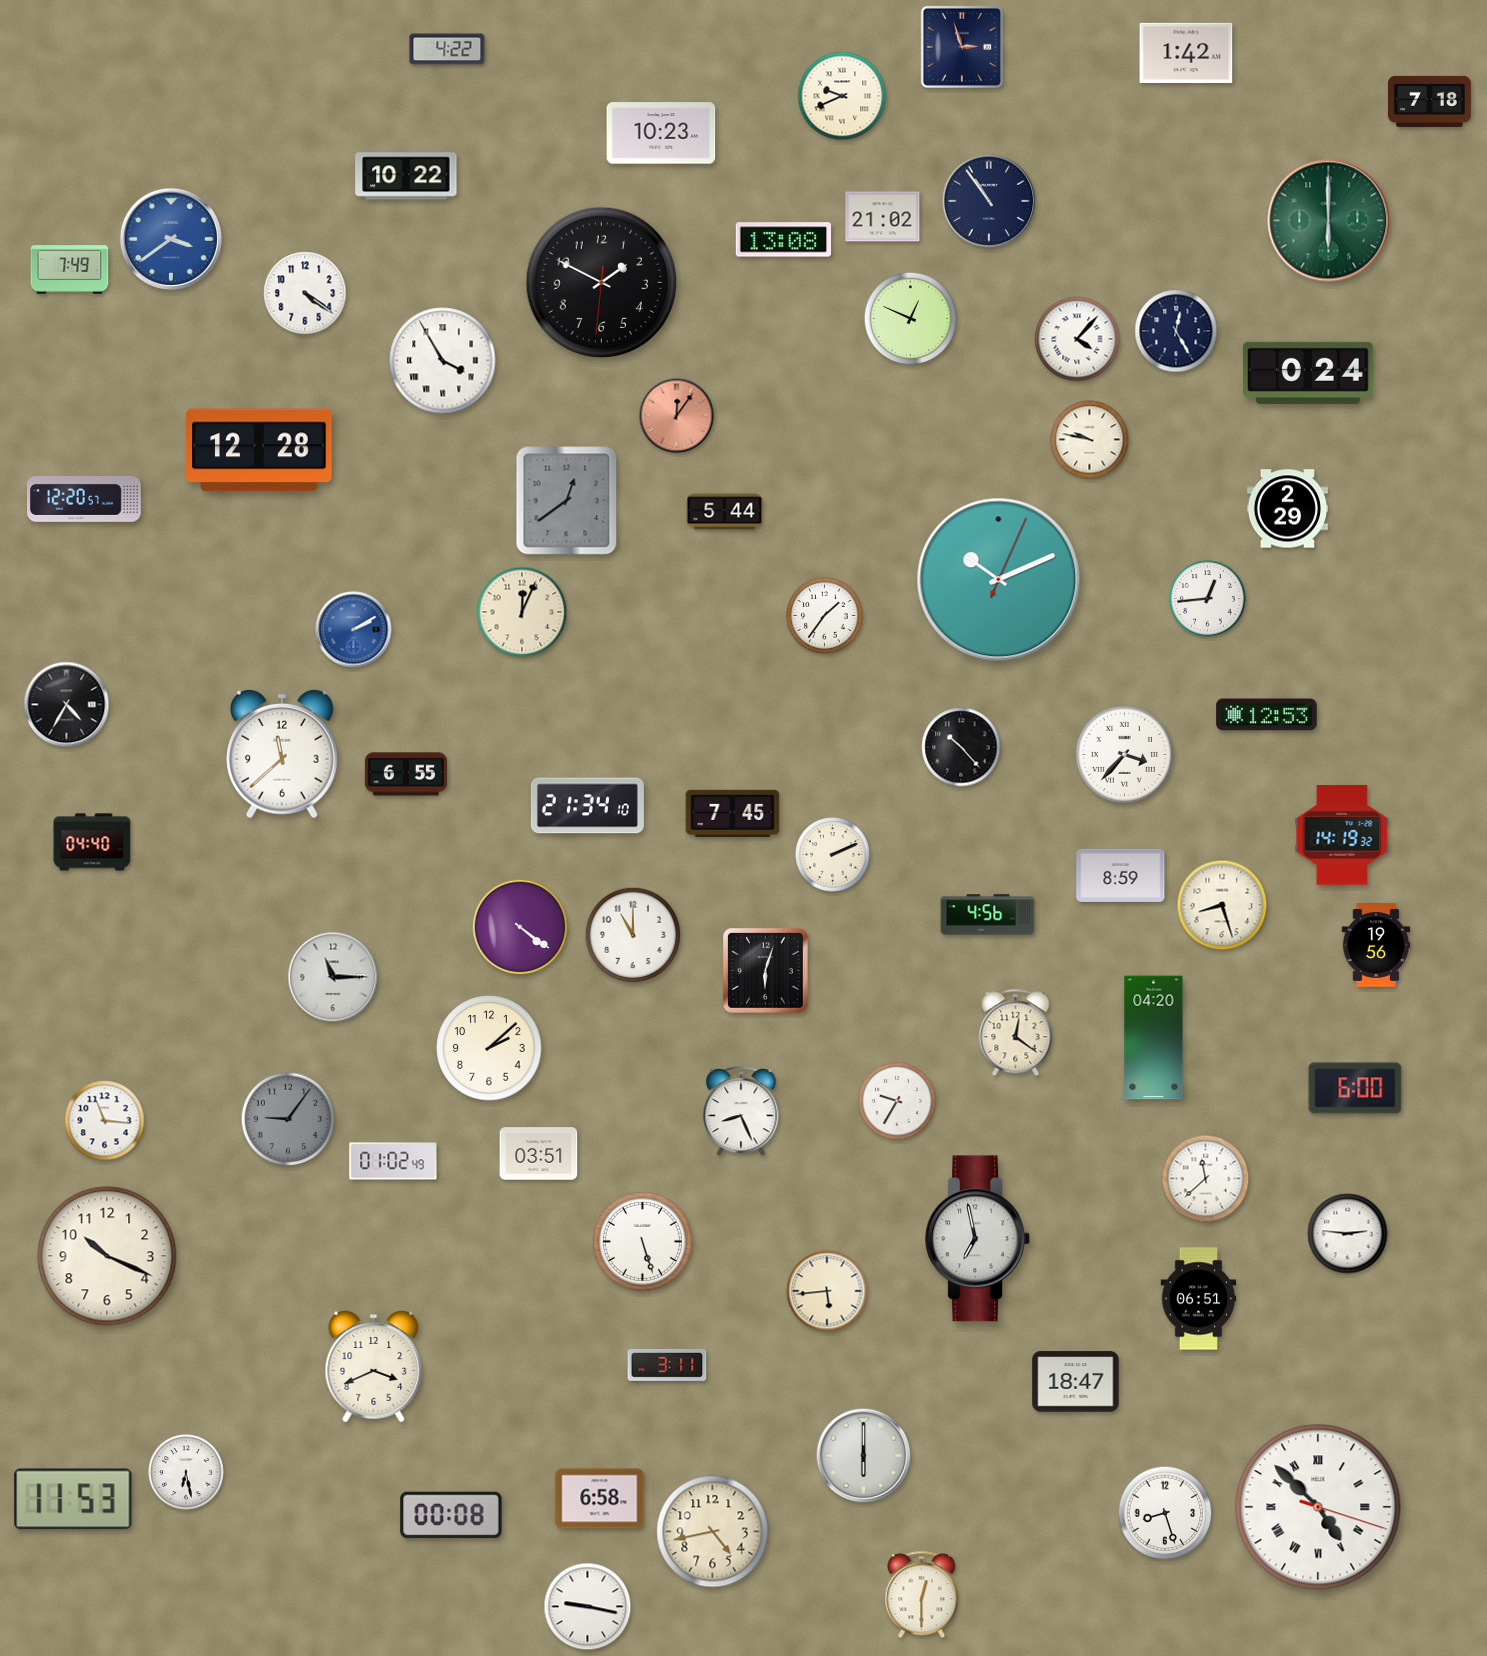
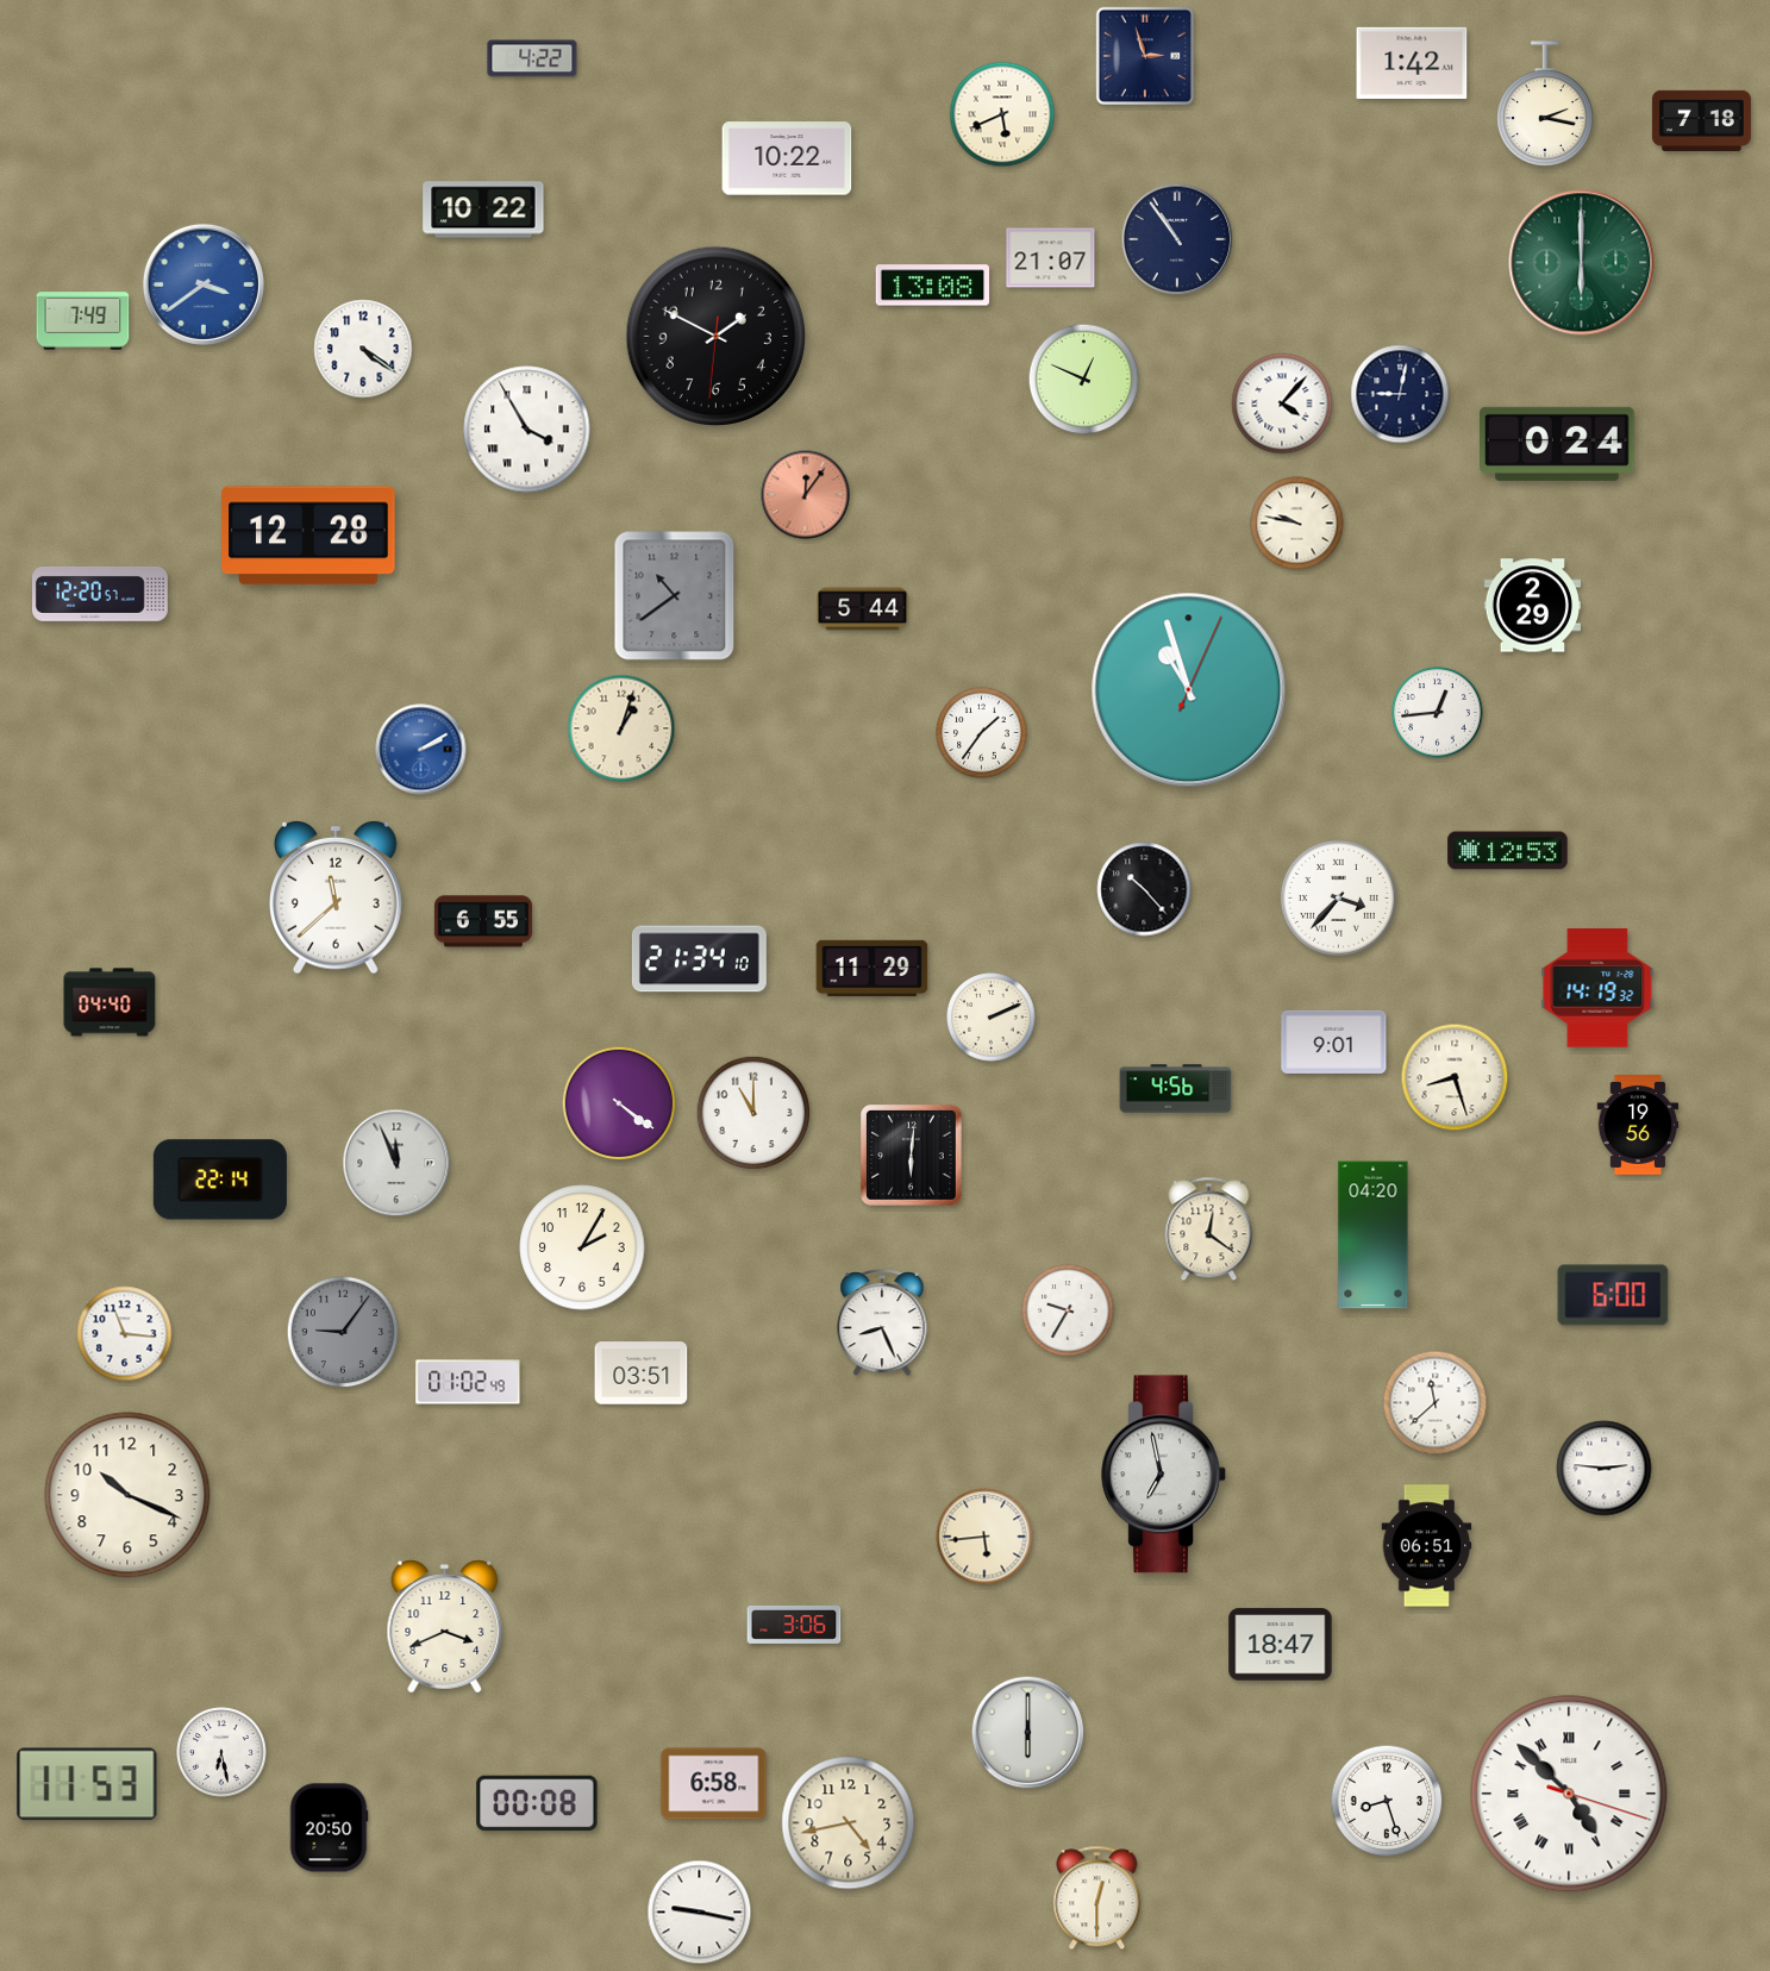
clock at (1545, 104): none -> 2:17
clock at (842, 96): 9:41 -> 5:41
clock at (661, 133): 10:23 -> 10:22
clock at (883, 217): 21:02 -> 21:07
clock at (1176, 331): 12:25 -> 9:02
clock at (567, 501): 12:39 -> 10:39
clock at (999, 580): 10:11 -> 10:57
clock at (522, 612): 12:04 -> 1:03
clock at (67, 705): 4:35 -> none
clock at (733, 813): 7:45 -> 11:29
clock at (1342, 835) position: (1342, 835) -> (1597, 988)
clock at (1121, 875): 8:59 -> 9:01
clock at (766, 971): 6:03 -> 6:01
clock at (333, 977): 11:15 -> 11:56
clock at (220, 1180): none -> 22:14
clock at (489, 1048): 2:08 -> 2:05
clock at (642, 1241): 5:27 -> none
clock at (667, 1365): 3:11 -> 3:06
clock at (329, 1828): none -> 20:50
